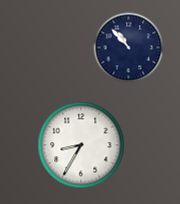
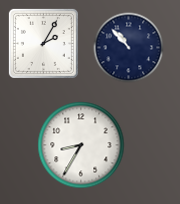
clock at (43, 43): none -> 2:05
